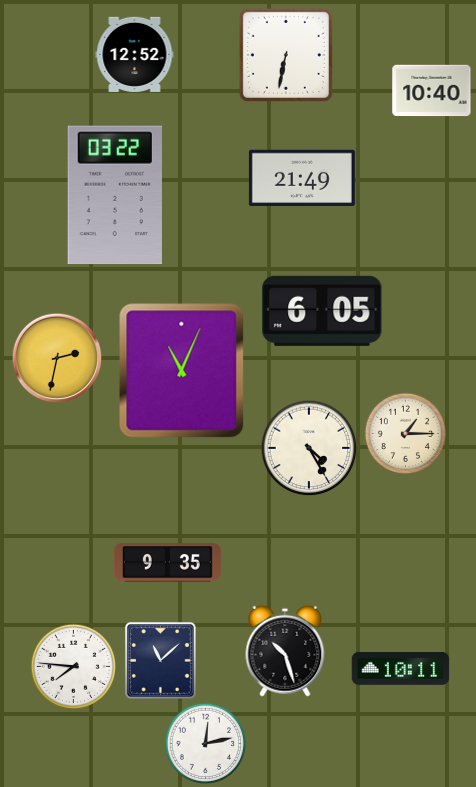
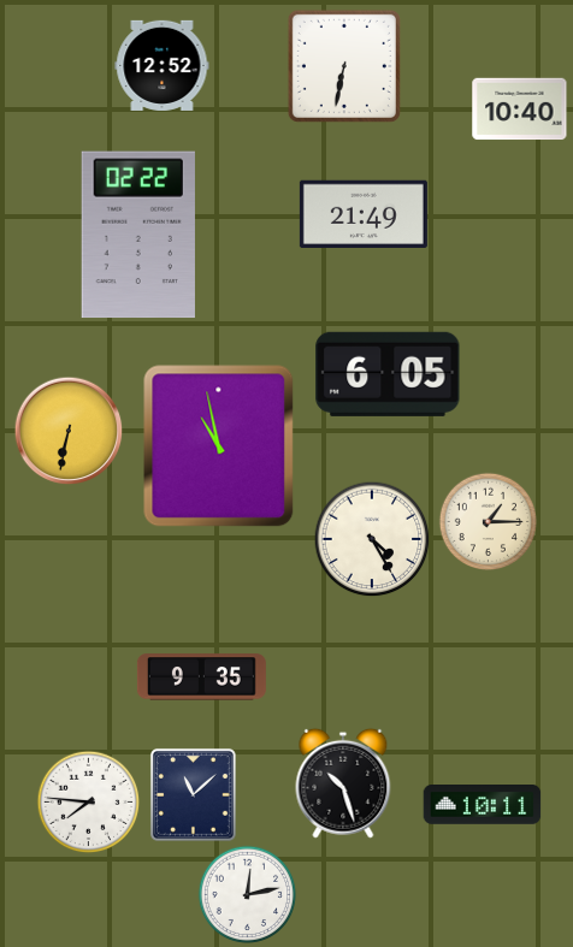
clock at (115, 195): 03:22 -> 02:22
clock at (57, 358): 2:32 -> 6:32
clock at (182, 371): 11:04 -> 10:58
